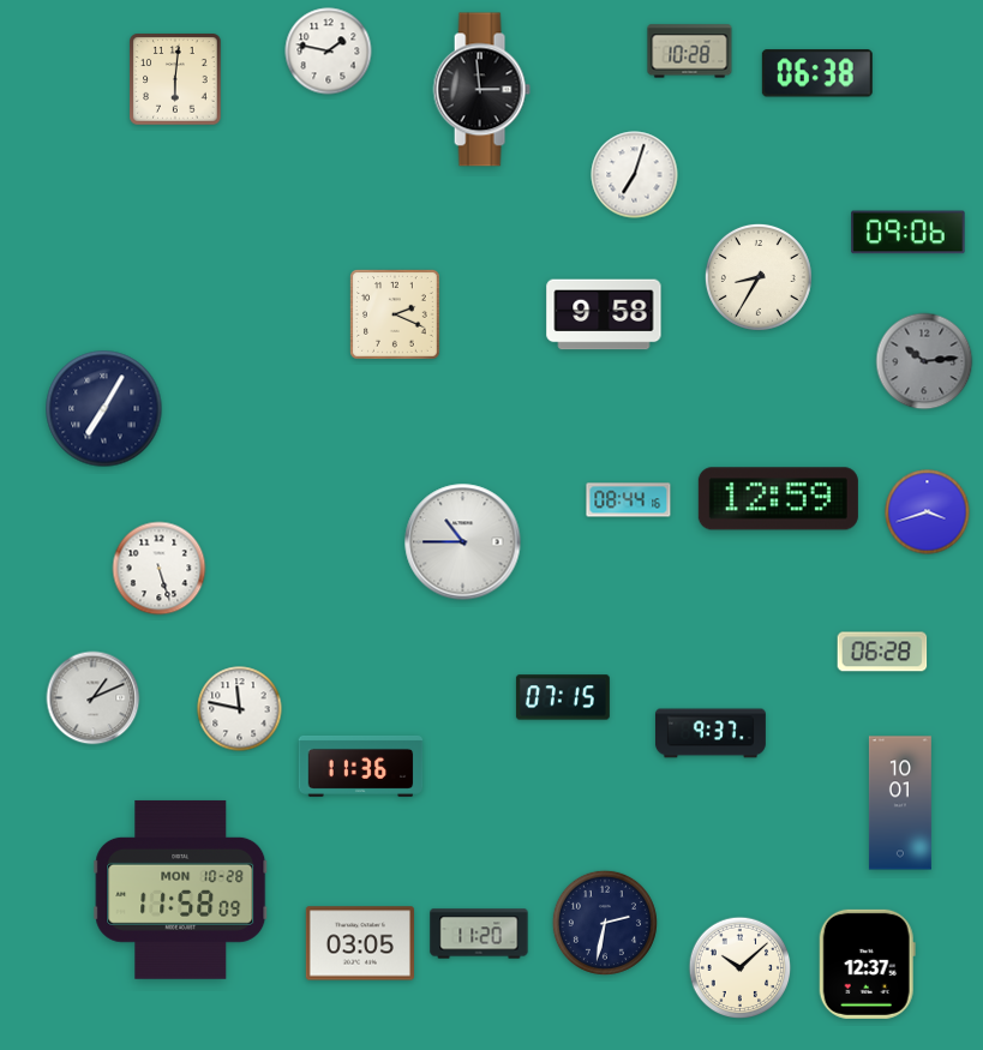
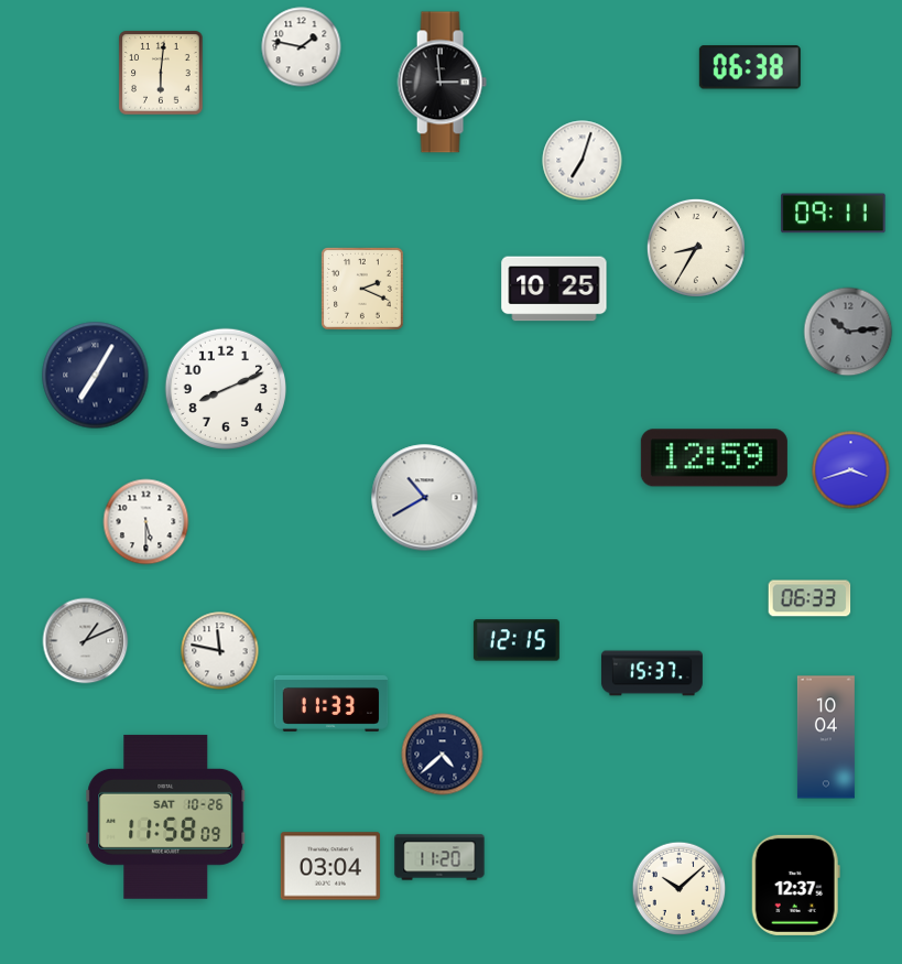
clock at (690, 52): 10:28 -> none
clock at (909, 233): 09:06 -> 09:11
clock at (759, 277) position: (759, 277) -> (696, 248)
clock at (604, 314): 9:58 -> 10:25
clock at (225, 388): none -> 8:11
clock at (629, 500): 08:44 -> none
clock at (463, 542): 10:45 -> 10:40
clock at (160, 569): 5:27 -> 5:30
clock at (882, 652): 06:28 -> 06:33
clock at (563, 697): 07:15 -> 12:15
clock at (711, 733): 9:37 -> 15:37
clock at (361, 766): 11:36 -> 11:33
clock at (900, 803): 10:01 -> 10:04
clock at (443, 755): none -> 4:38
clock at (181, 889) date: MON 10-28 -> SAT 10-26
clock at (605, 923): 2:32 -> none
clock at (360, 943): 03:05 -> 03:04
